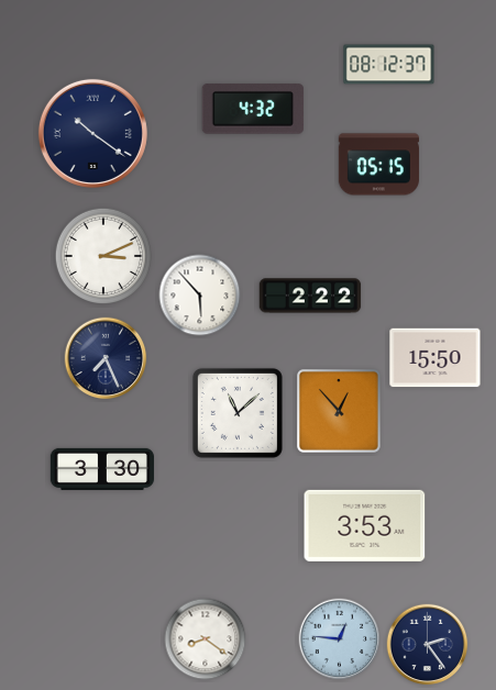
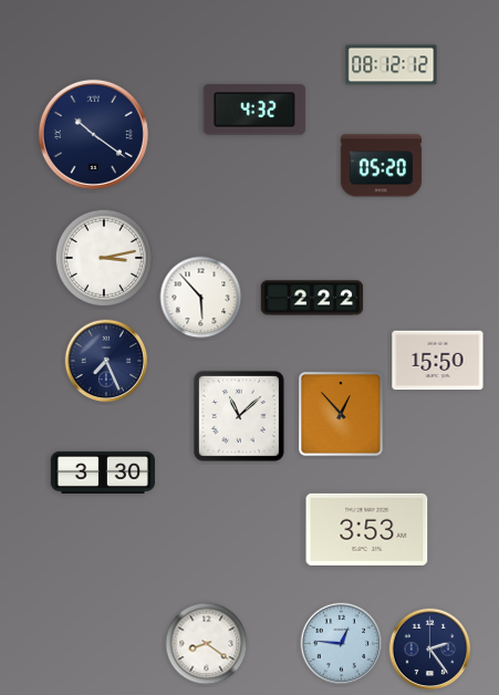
clock at (389, 65): 08:12:37 -> 08:12:12
clock at (378, 165): 05:15 -> 05:20
clock at (103, 256): 3:11 -> 3:13
